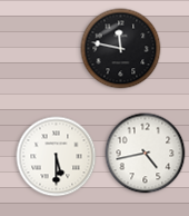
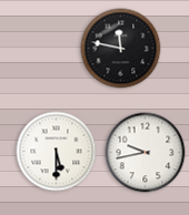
clock at (146, 154): 4:43 -> 9:43
clock at (57, 157) position: (57, 157) -> (57, 152)
